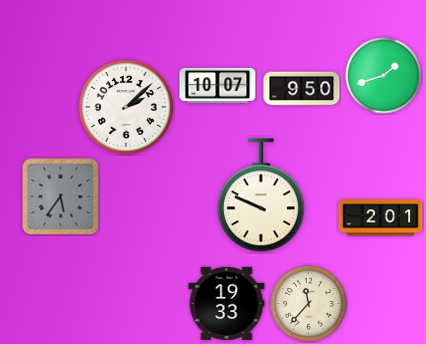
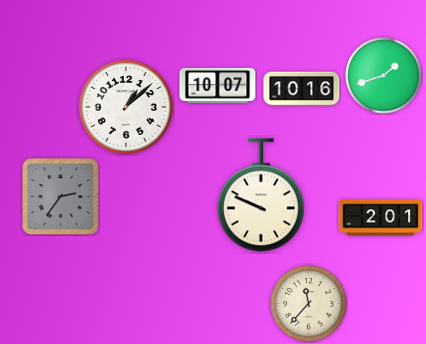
clock at (302, 89): 9:50 -> 10:16
clock at (126, 107): 2:08 -> 1:08
clock at (61, 197): 5:36 -> 2:36
clock at (227, 303): 19:33 -> none
